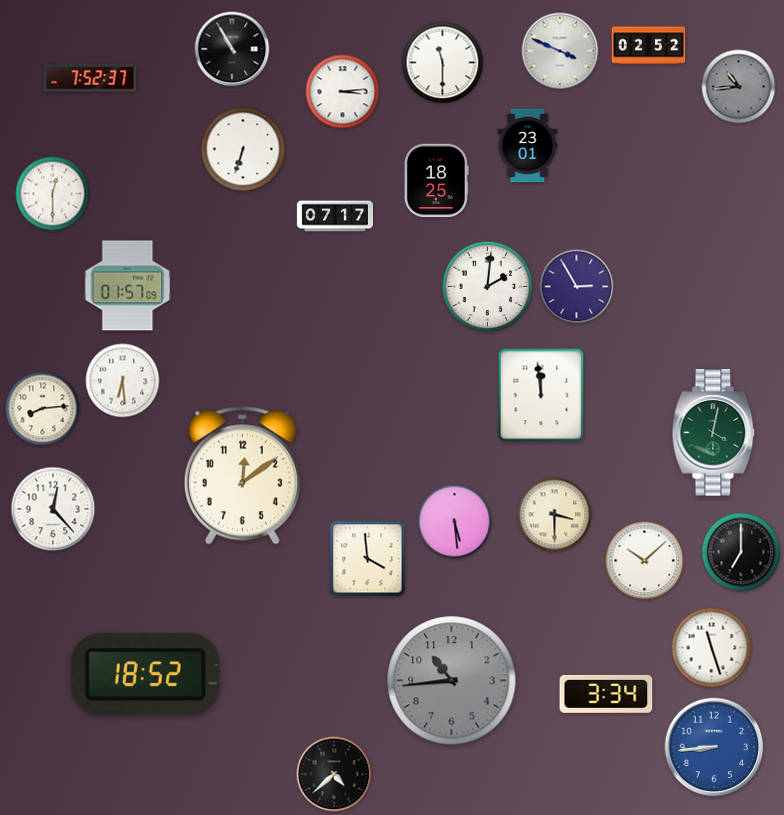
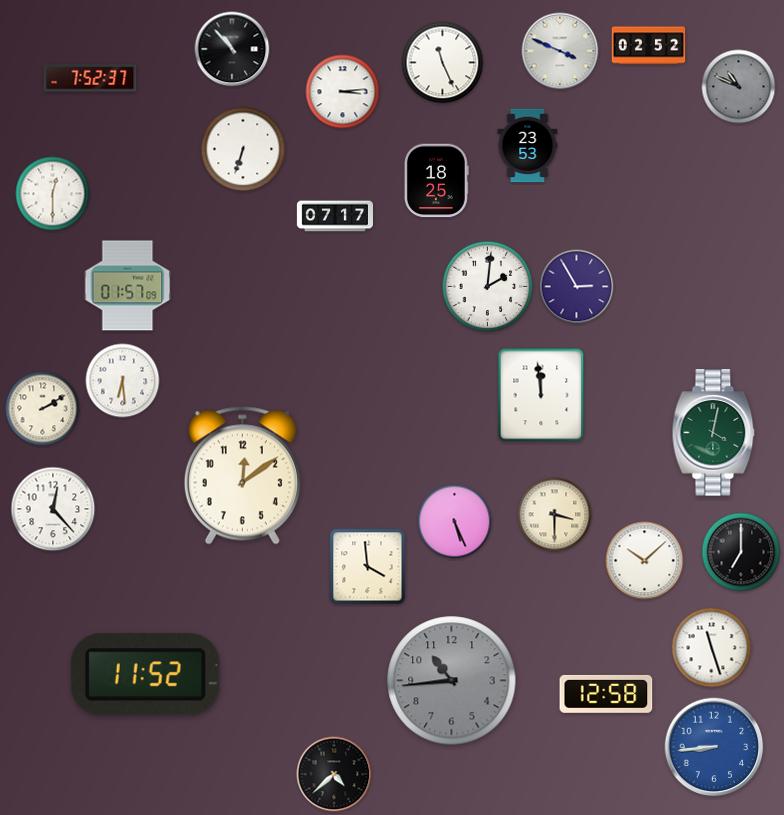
clock at (232, 49): 10:55 -> 10:53
clock at (443, 63): 11:30 -> 11:26
clock at (739, 87): 10:44 -> 10:49
clock at (528, 146): 23:01 -> 23:53
clock at (43, 409): 8:14 -> 2:10
clock at (455, 522): 5:29 -> 5:26
clock at (368, 559) position: (368, 559) -> (368, 567)
clock at (145, 675): 18:52 -> 11:52
clock at (606, 694): 3:34 -> 12:58
